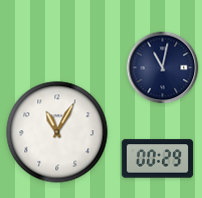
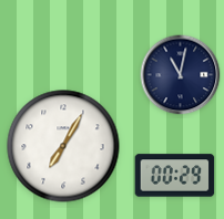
clock at (57, 132): 11:05 -> 7:05
